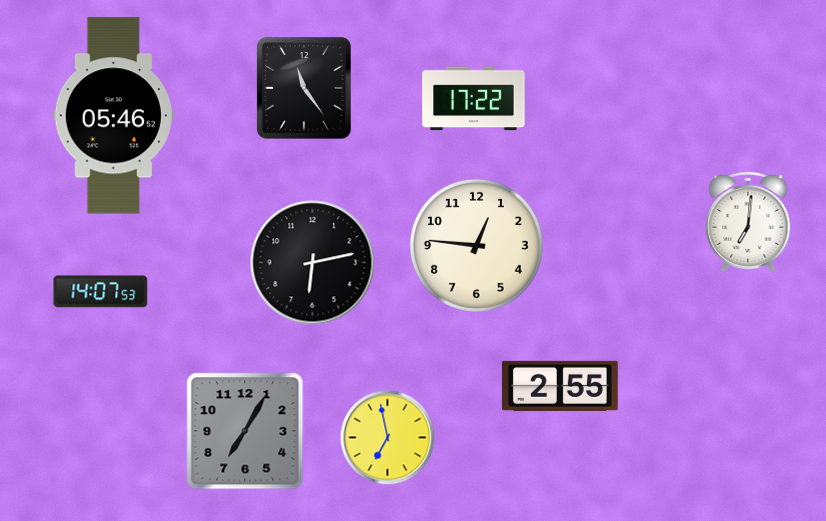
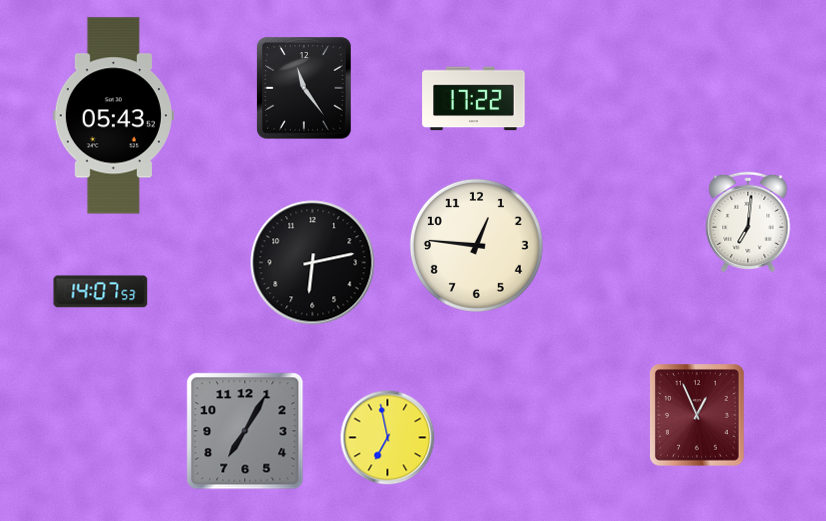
clock at (113, 116): 05:46 -> 05:43
clock at (560, 386): 2:55 -> none
clock at (697, 415): none -> 12:56
